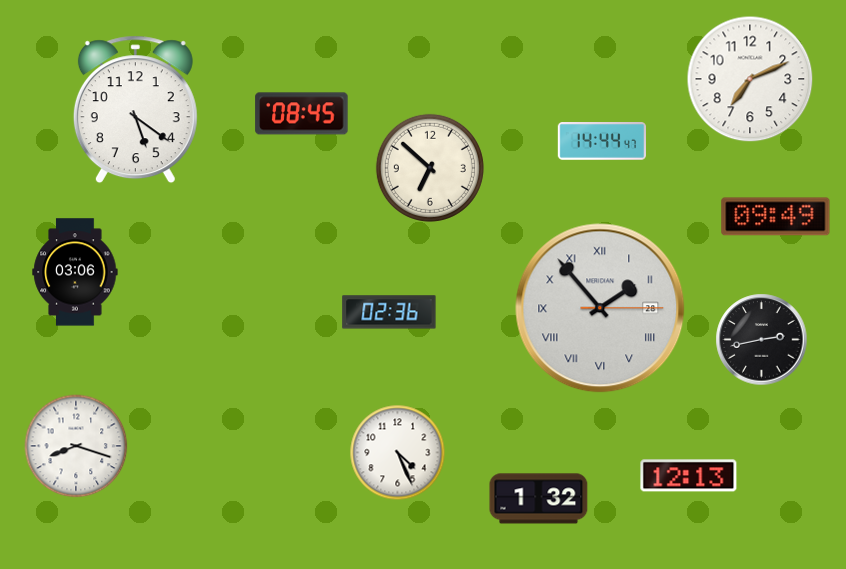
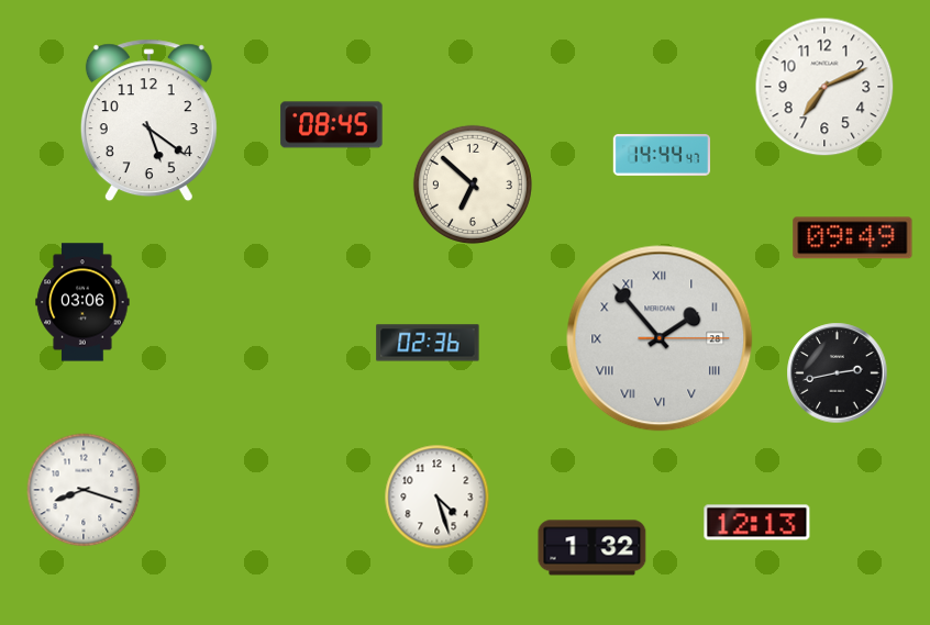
clock at (75, 272) position: (75, 272) -> (82, 302)
clock at (398, 453): 4:26 -> 4:27
